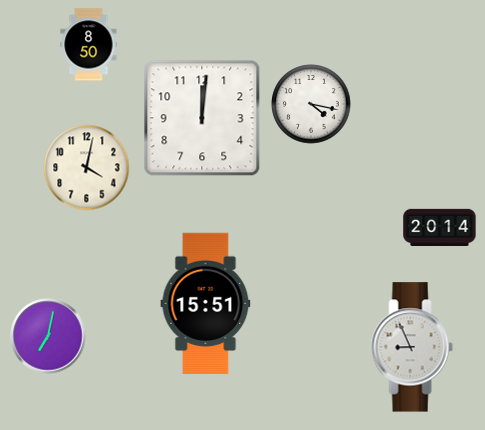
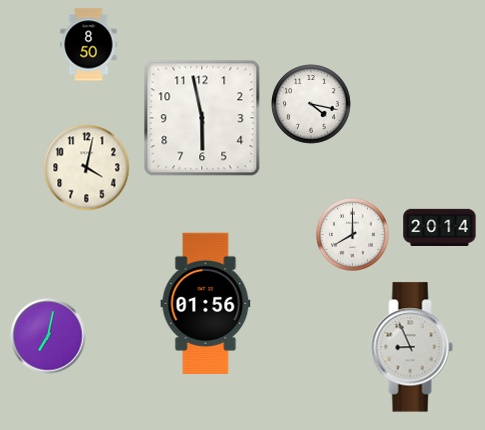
clock at (202, 118): 12:01 -> 5:58
clock at (352, 234): none -> 8:00
clock at (206, 303): 15:51 -> 01:56
